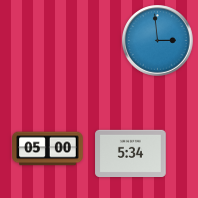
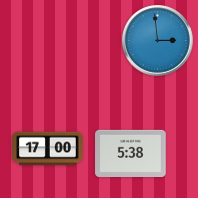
clock at (48, 149): 05:00 -> 17:00
clock at (131, 153): 5:34 -> 5:38
